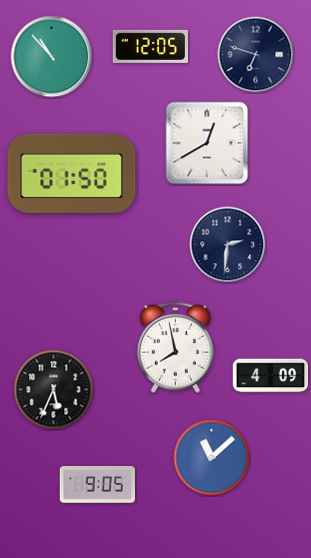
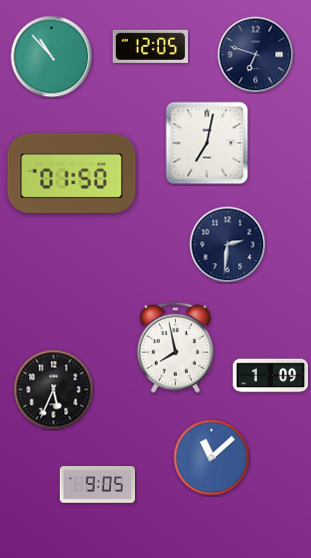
clock at (207, 143): 12:40 -> 7:02
clock at (271, 376): 4:09 -> 1:09
